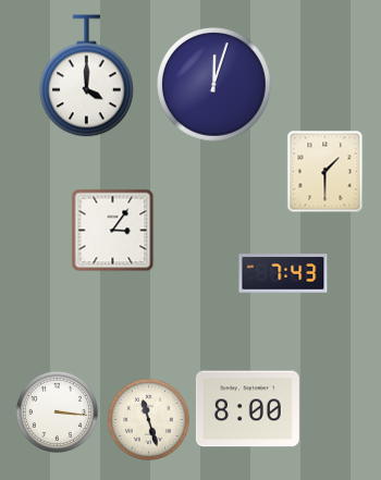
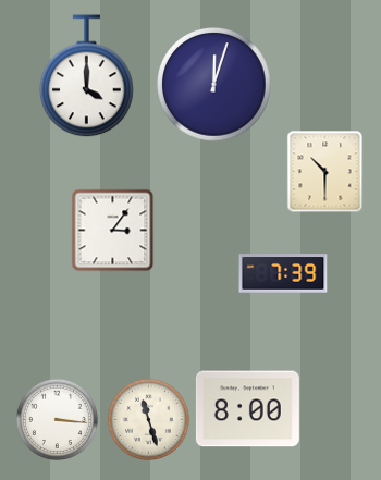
clock at (325, 172): 1:30 -> 10:30
clock at (283, 273): 7:43 -> 7:39
clock at (57, 411) position: (57, 411) -> (57, 419)
